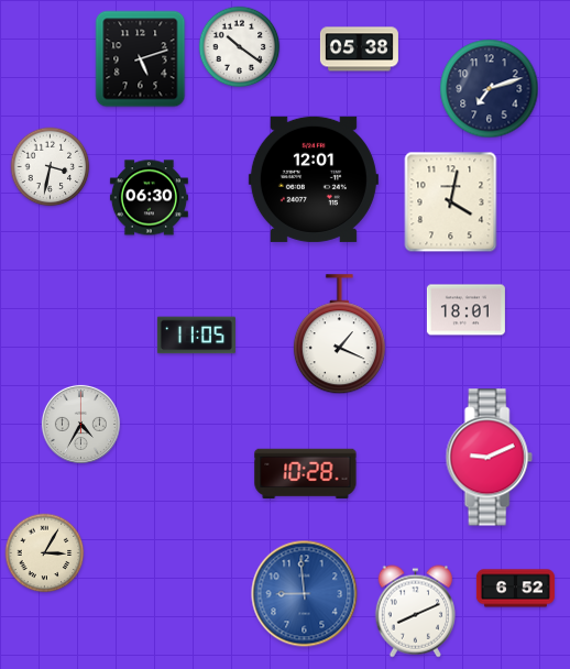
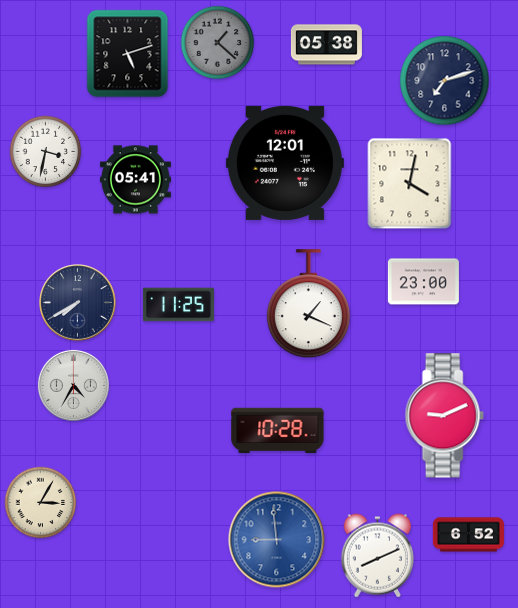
clock at (240, 47): 10:21 -> 1:22
clock at (240, 47) dial: white -> grey
clock at (149, 198): 06:30 -> 05:41
clock at (465, 310): 18:01 -> 23:00
clock at (78, 303): none -> 7:40
clock at (196, 336): 11:05 -> 11:25
